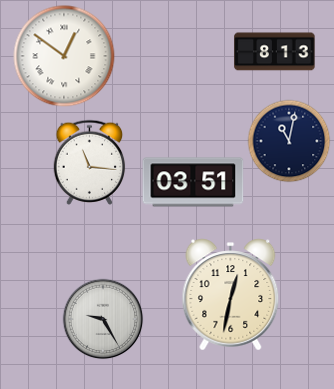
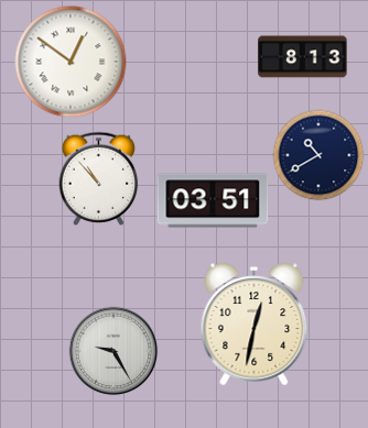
clock at (289, 141): 11:02 -> 10:40
clock at (90, 162): 11:16 -> 10:53
